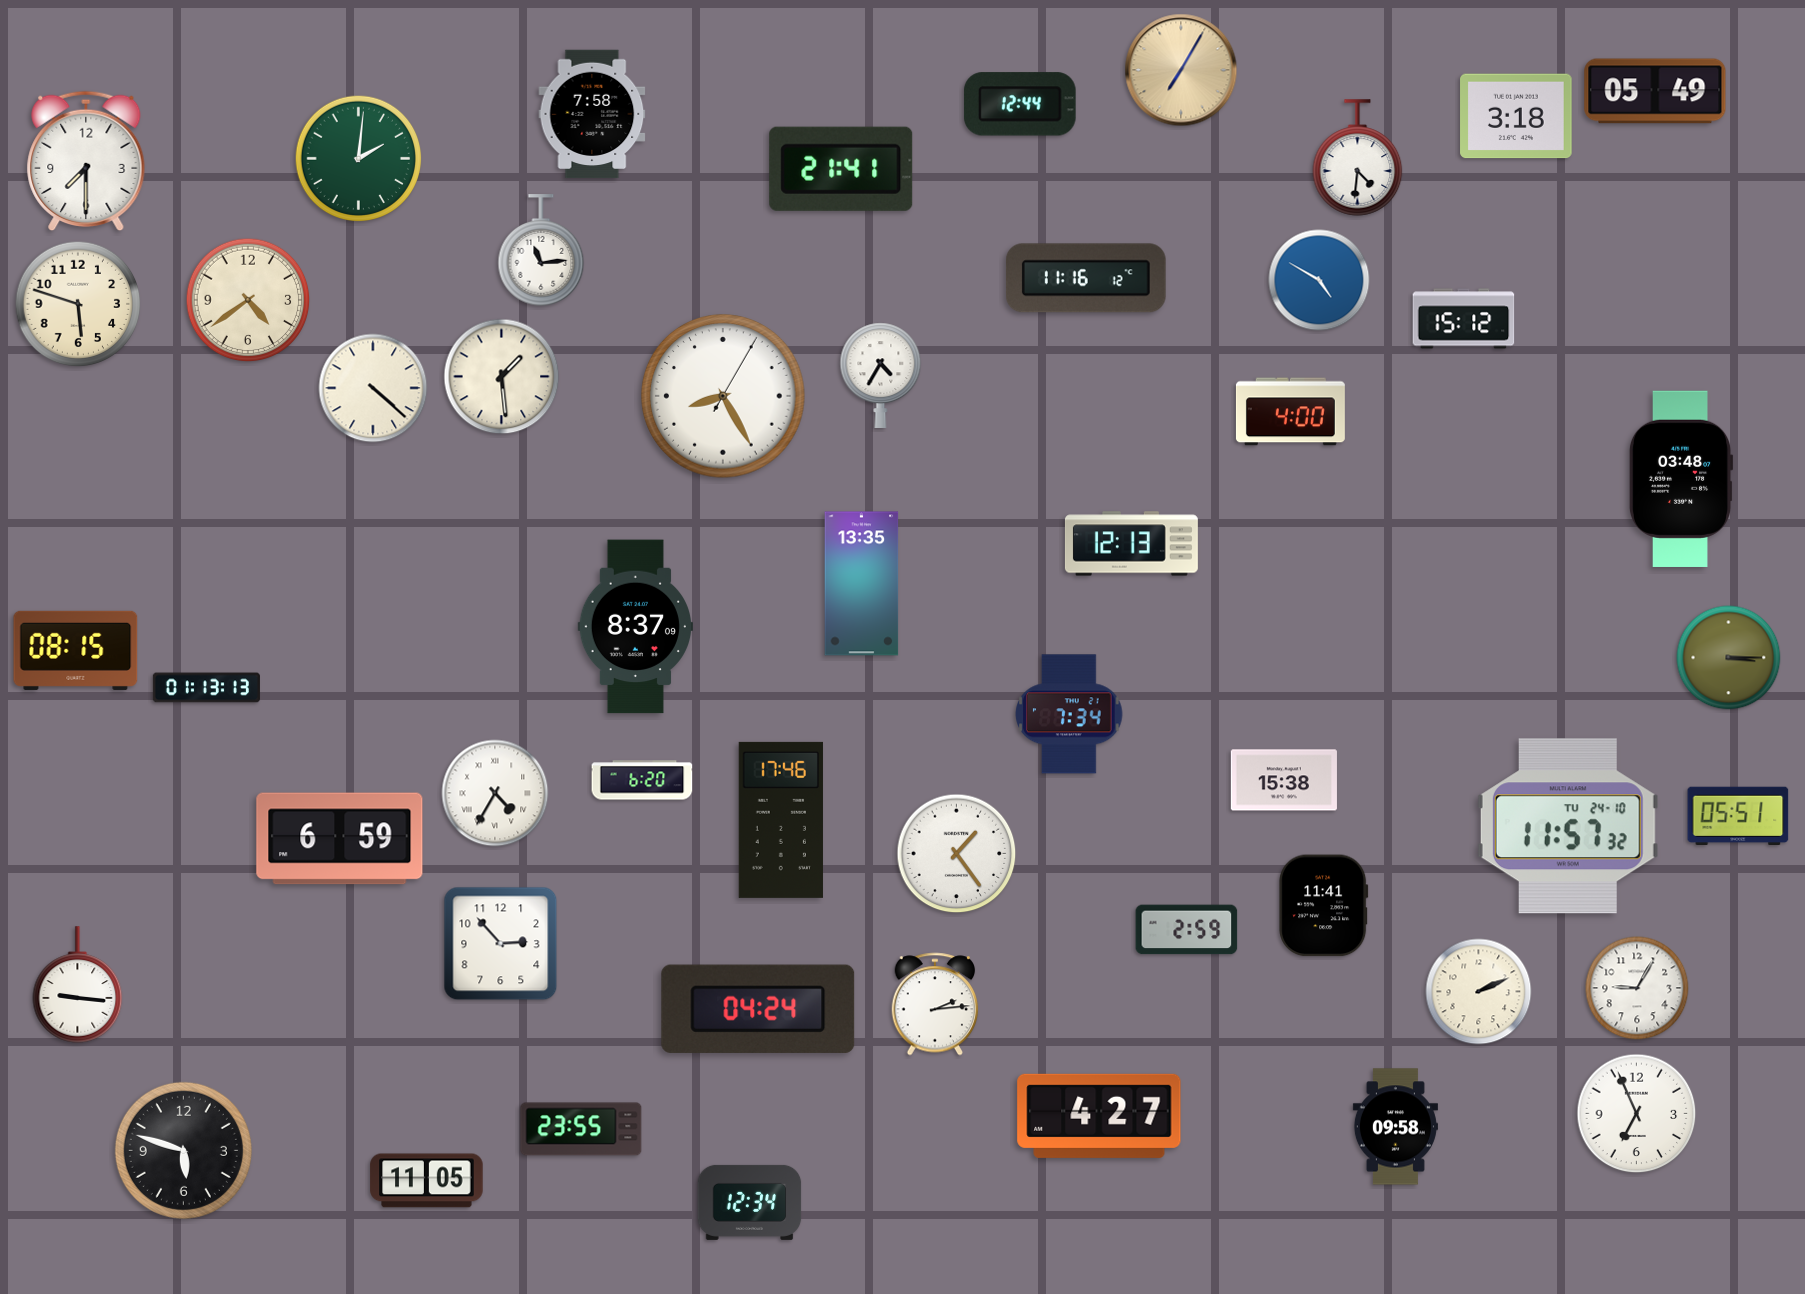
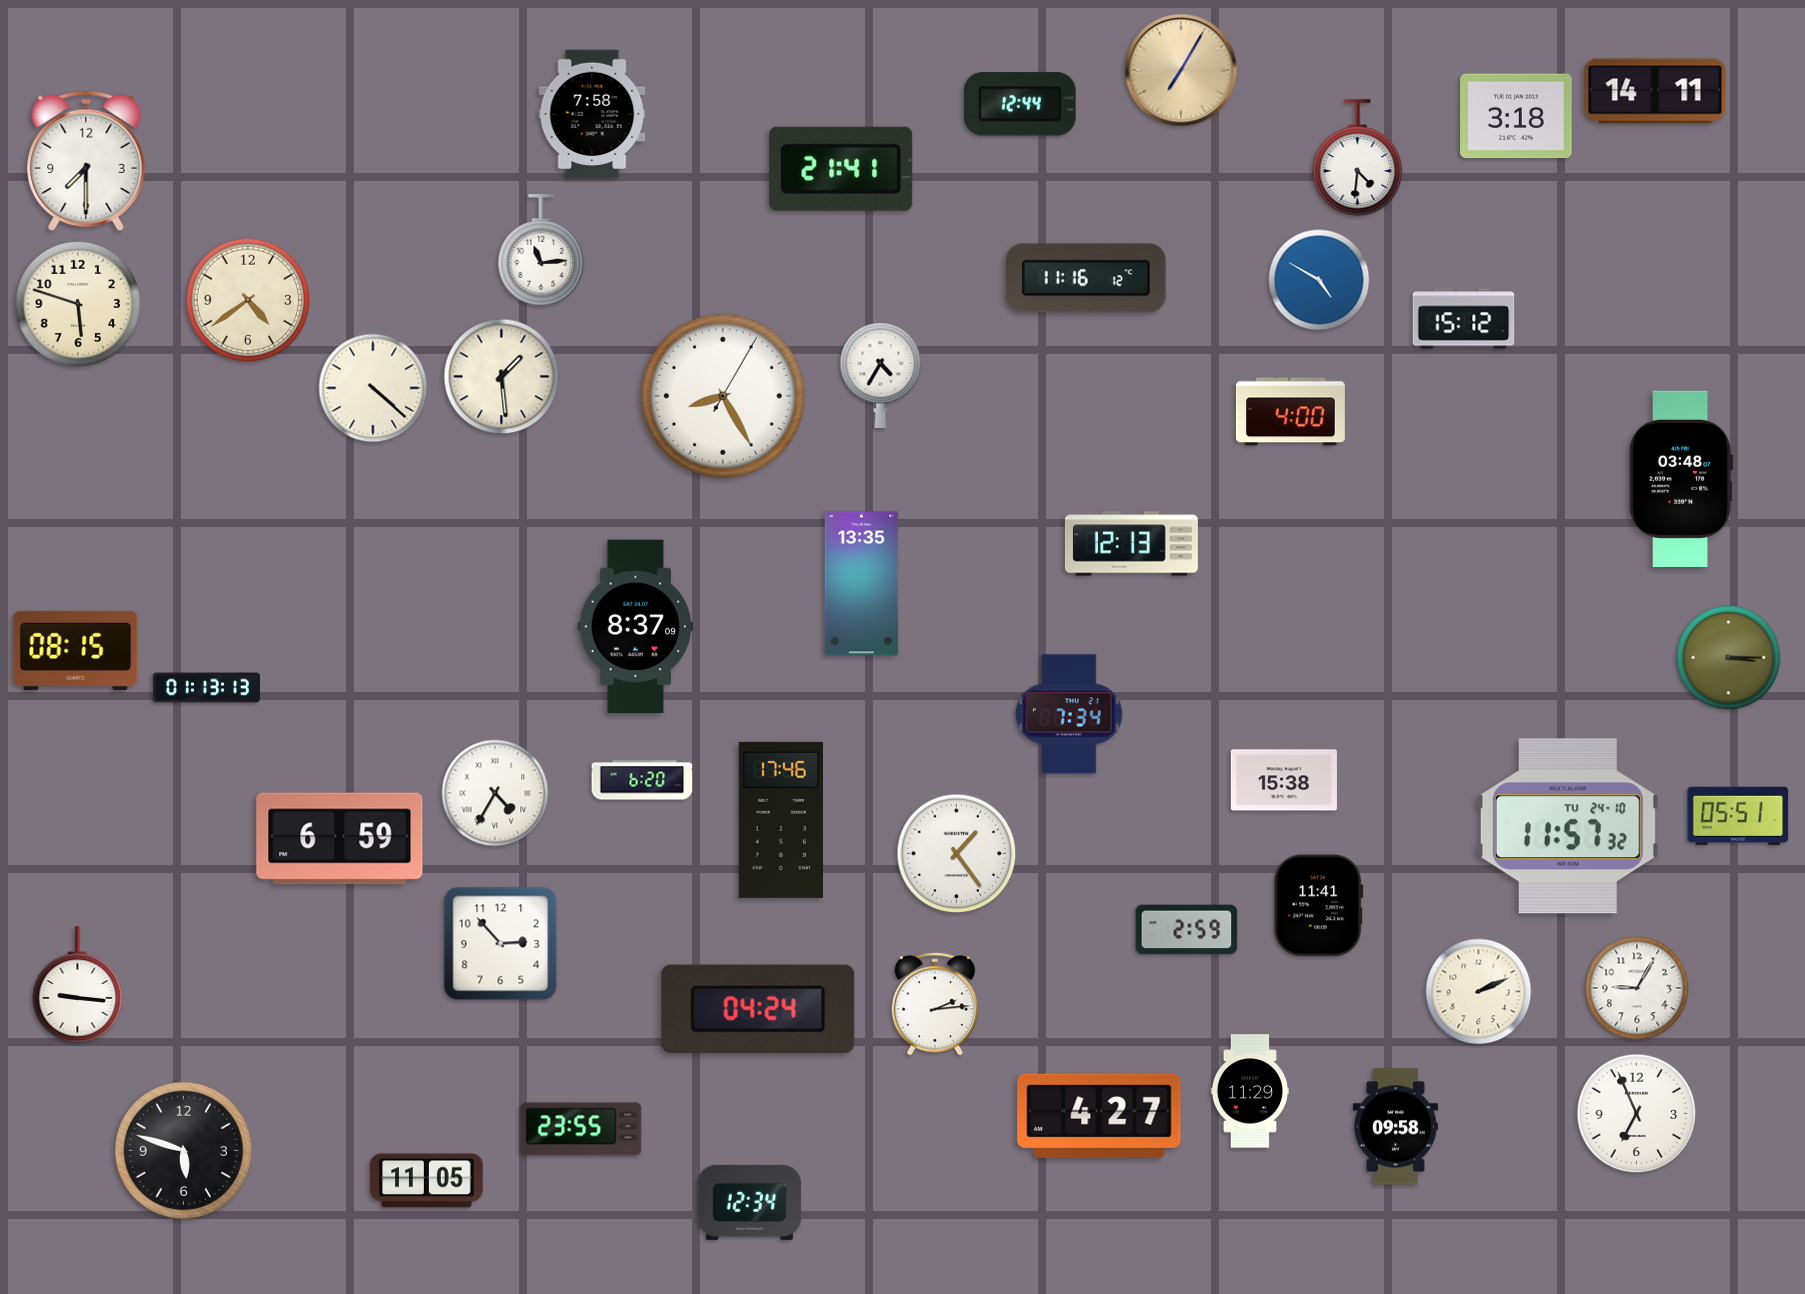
clock at (1655, 91): 05:49 -> 14:11
clock at (359, 159): 2:01 -> none
clock at (1324, 906) position: (1324, 906) -> (1319, 906)
clock at (1250, 1091): none -> 11:29
